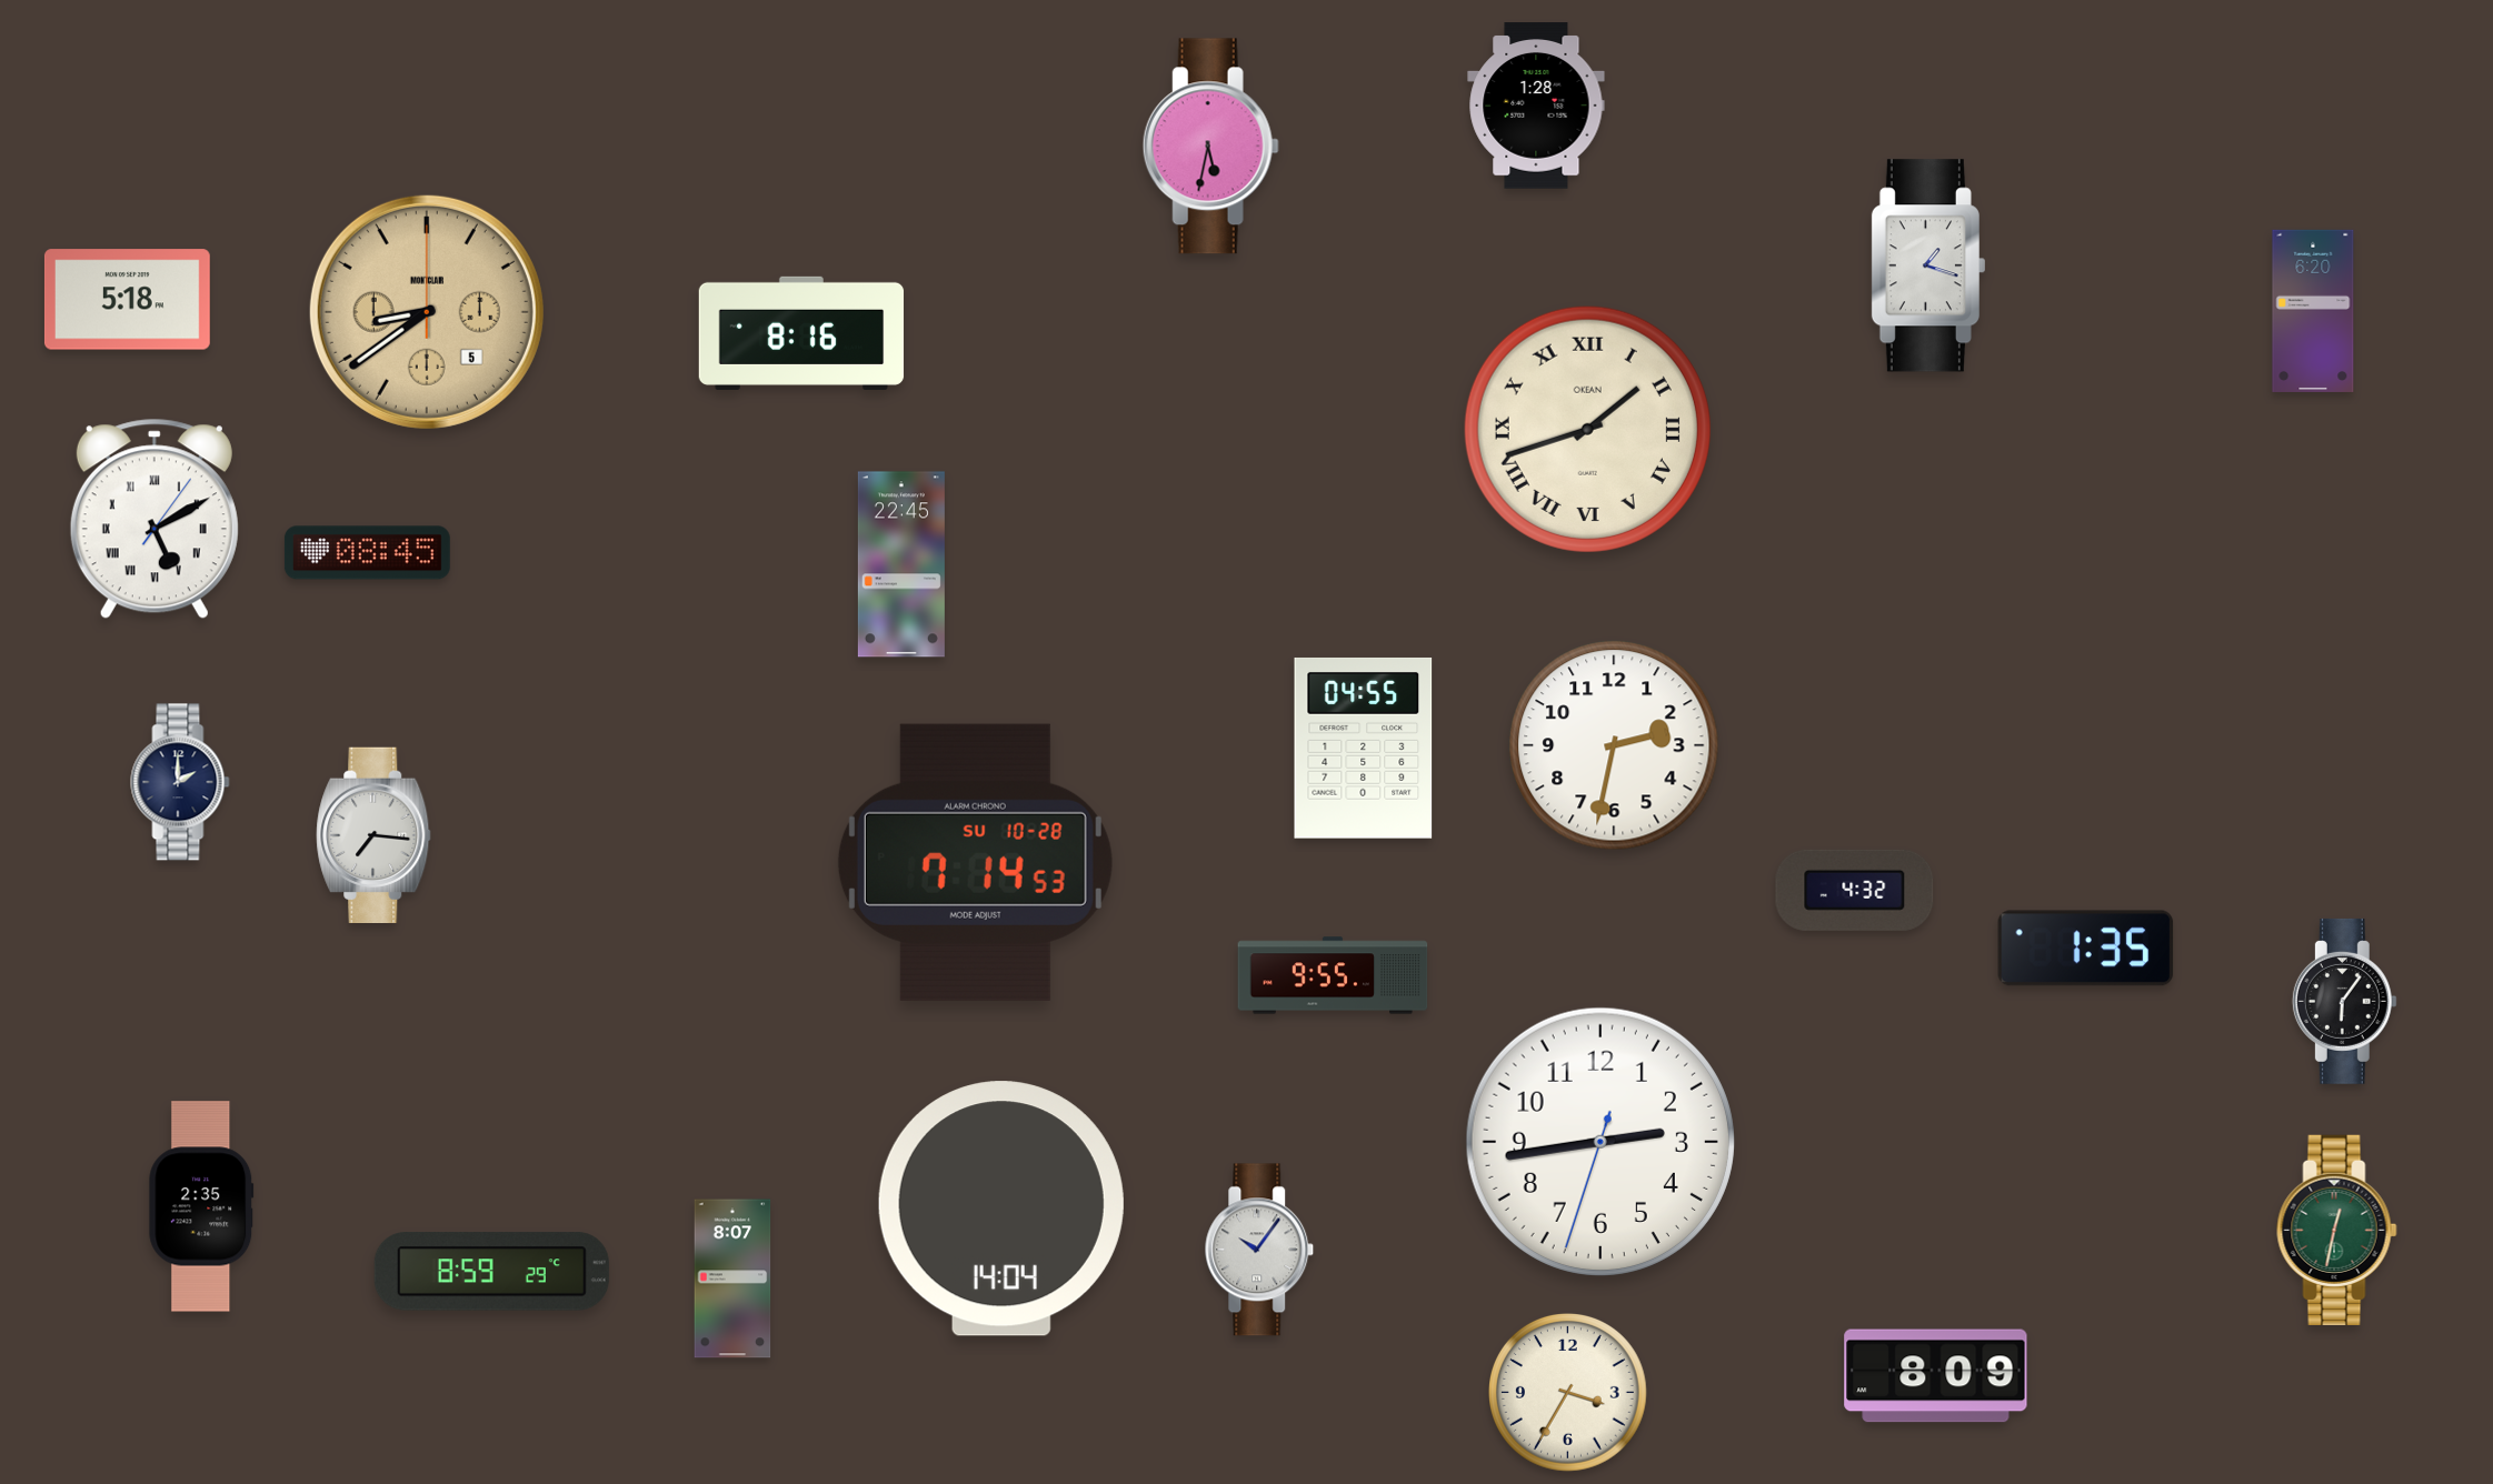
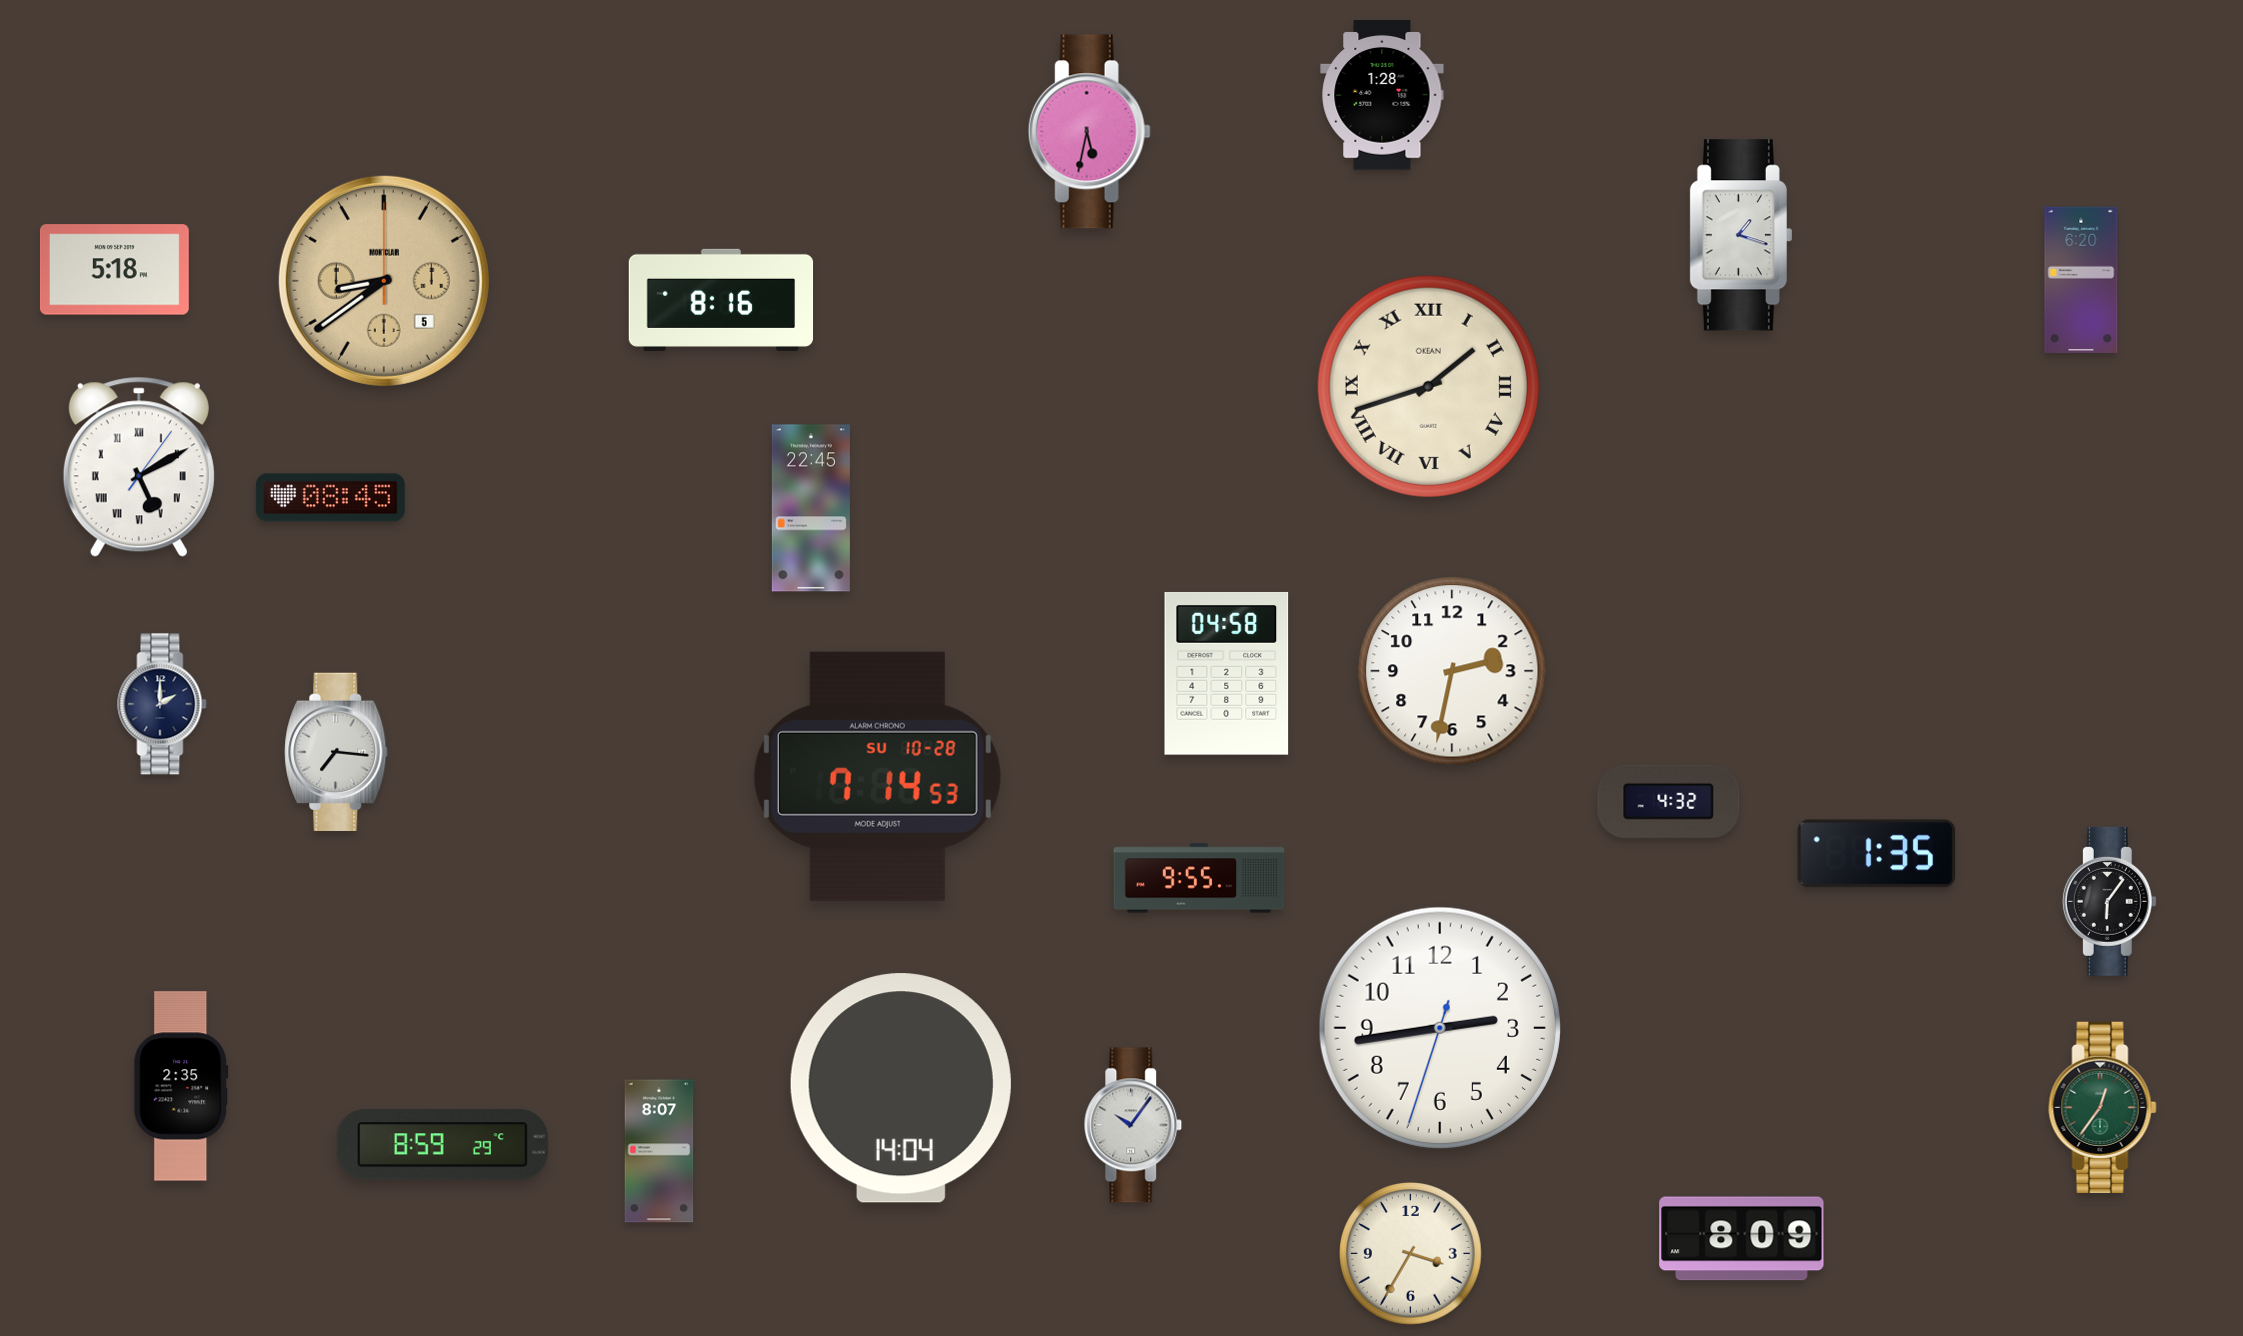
clock at (1928, 265) position: (1928, 265) -> (1741, 235)
clock at (1364, 749): 04:55 -> 04:58
clock at (2337, 1230): 12:32 -> 12:36
